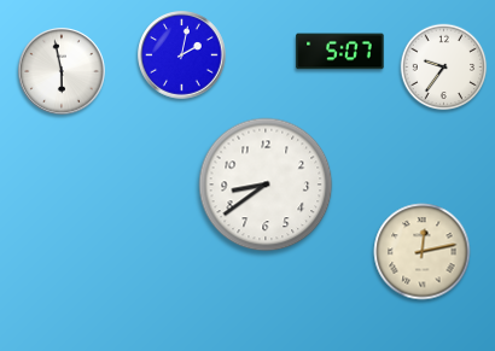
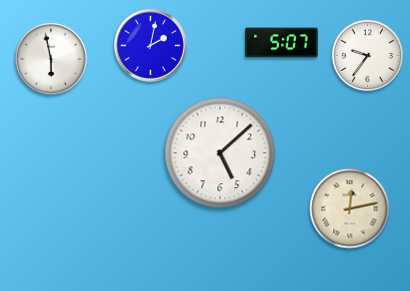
clock at (266, 185): 8:39 -> 5:08
